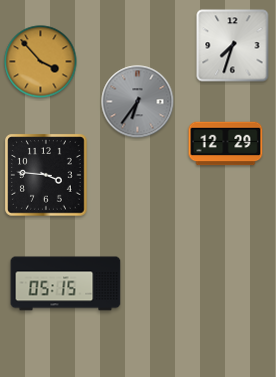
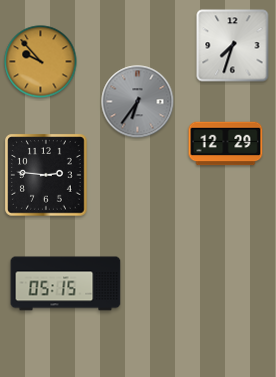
clock at (41, 62): 3:53 -> 9:53
clock at (46, 175): 3:46 -> 2:46
